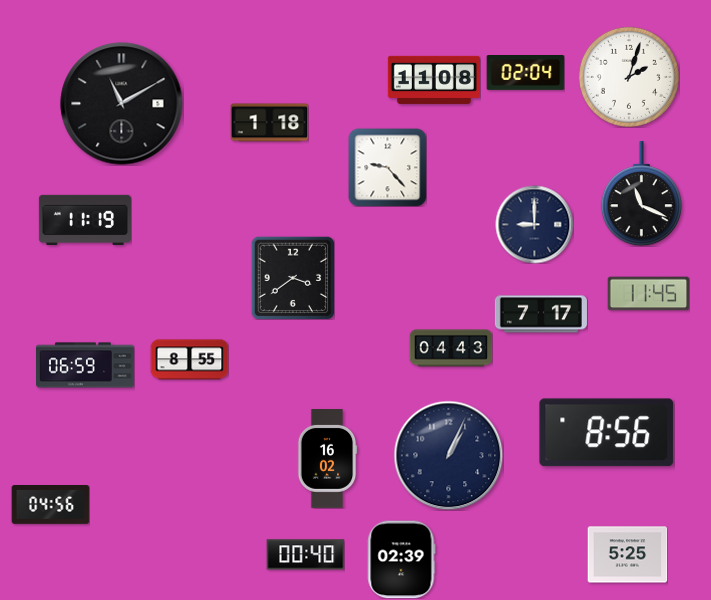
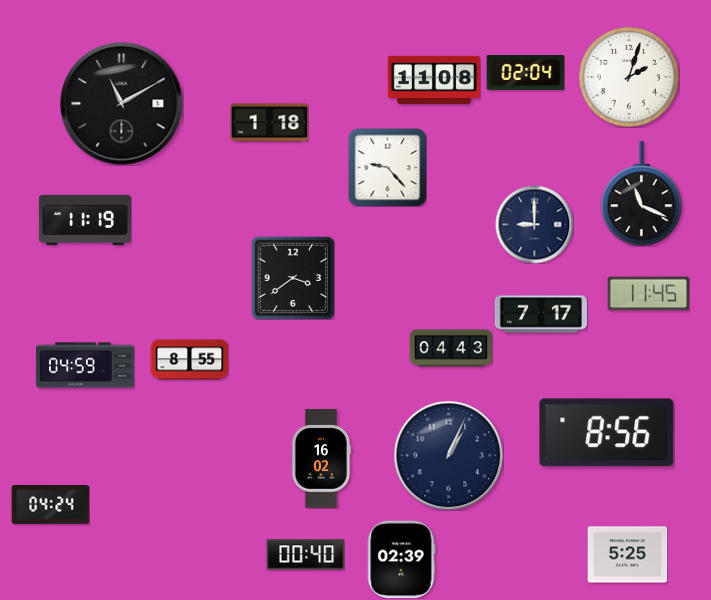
clock at (86, 365): 06:59 -> 04:59
clock at (327, 459) position: (327, 459) -> (321, 459)
clock at (50, 505): 04:56 -> 04:24
